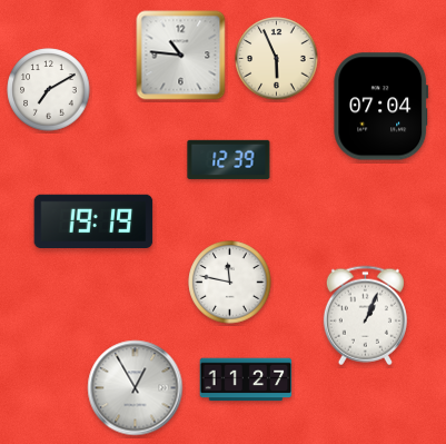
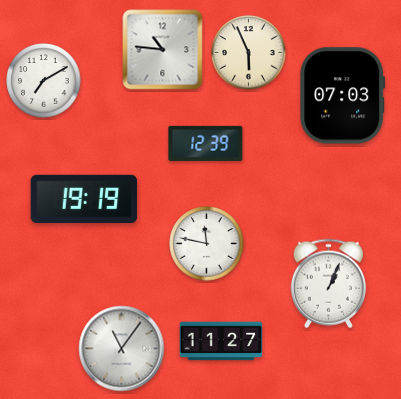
clock at (381, 107): 07:04 -> 07:03
clock at (230, 283) position: (230, 283) -> (207, 244)
clock at (136, 388): 12:55 -> 11:06
